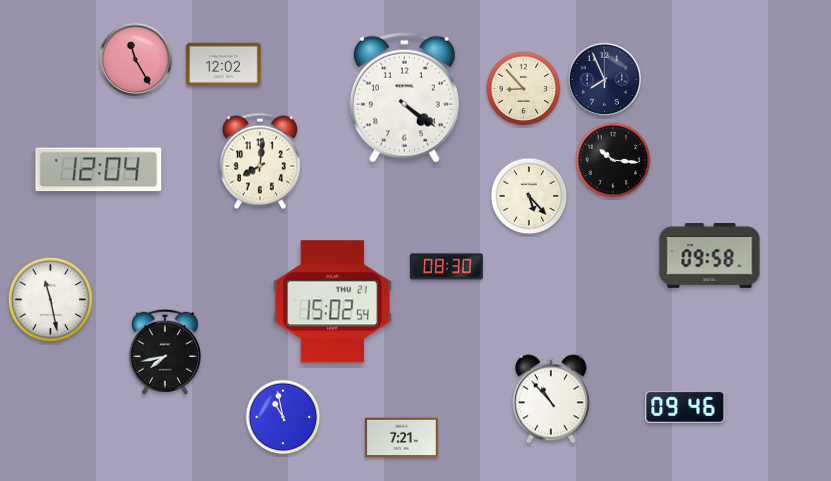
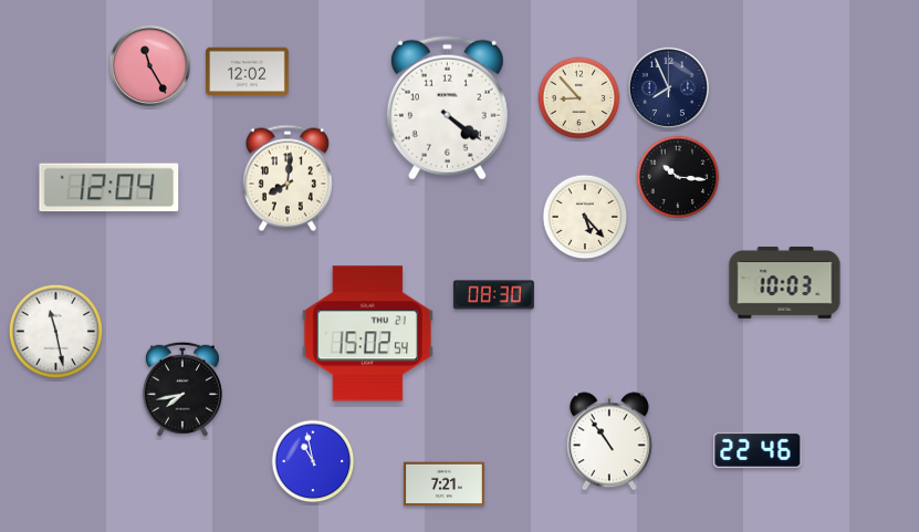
clock at (710, 255): 09:58 -> 10:03
clock at (551, 399): 10:53 -> 10:54
clock at (685, 407): 09:46 -> 22:46
